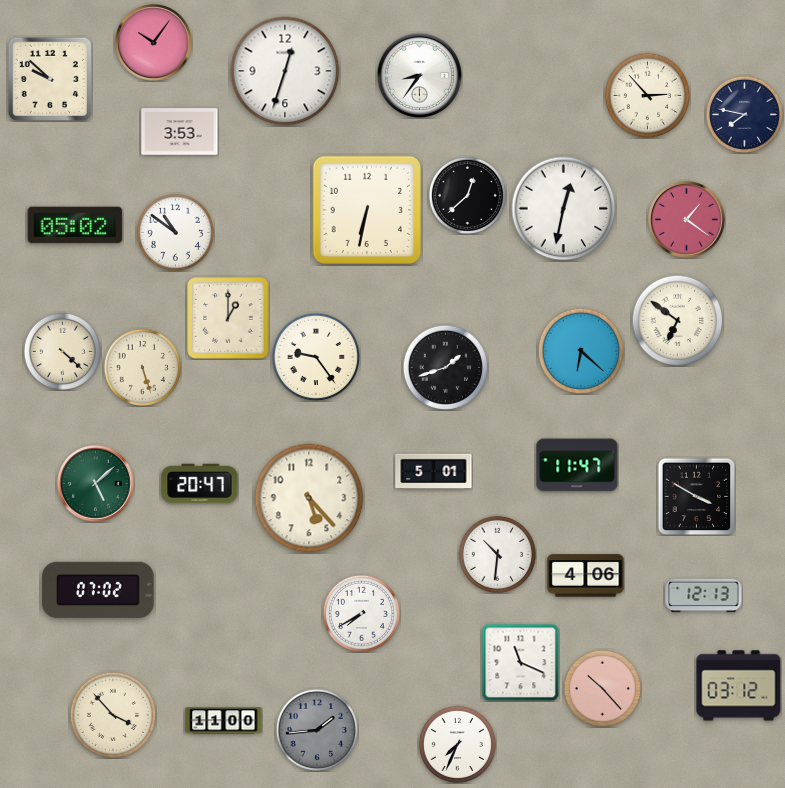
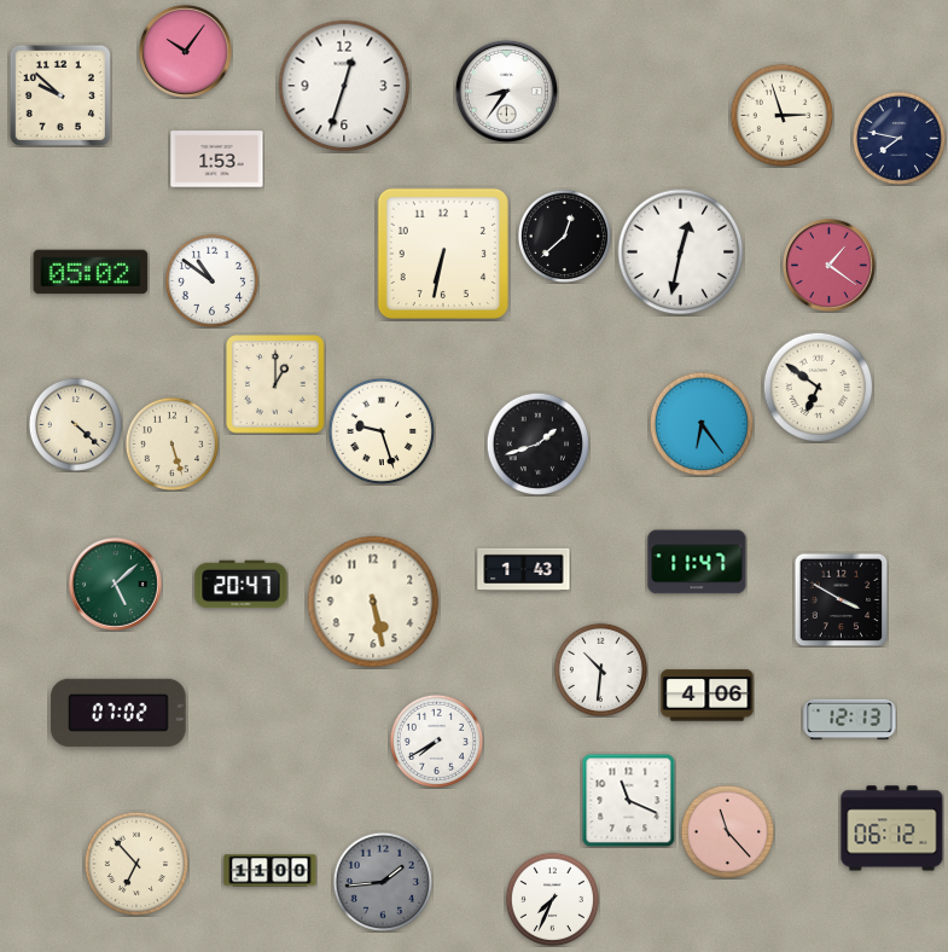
clock at (647, 95): 2:53 -> 2:57
clock at (180, 132): 3:53 -> 1:53
clock at (581, 351): 6:22 -> 6:24
clock at (316, 357): 9:24 -> 9:27
clock at (434, 471): 5:01 -> 1:43
clock at (309, 498): 5:23 -> 5:28
clock at (739, 686): 03:12 -> 06:12
clock at (602, 688): 10:23 -> 11:23
clock at (113, 715): 3:53 -> 6:53
